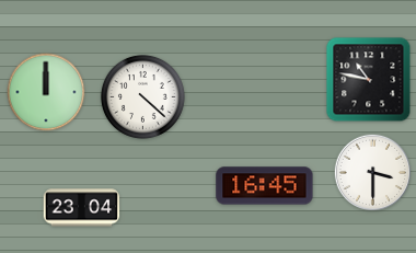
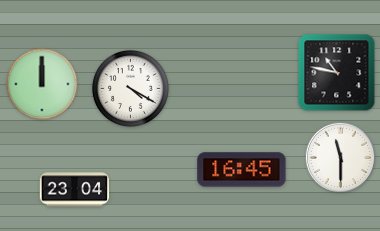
clock at (142, 96): 4:22 -> 4:20
clock at (372, 172): 3:30 -> 11:30
